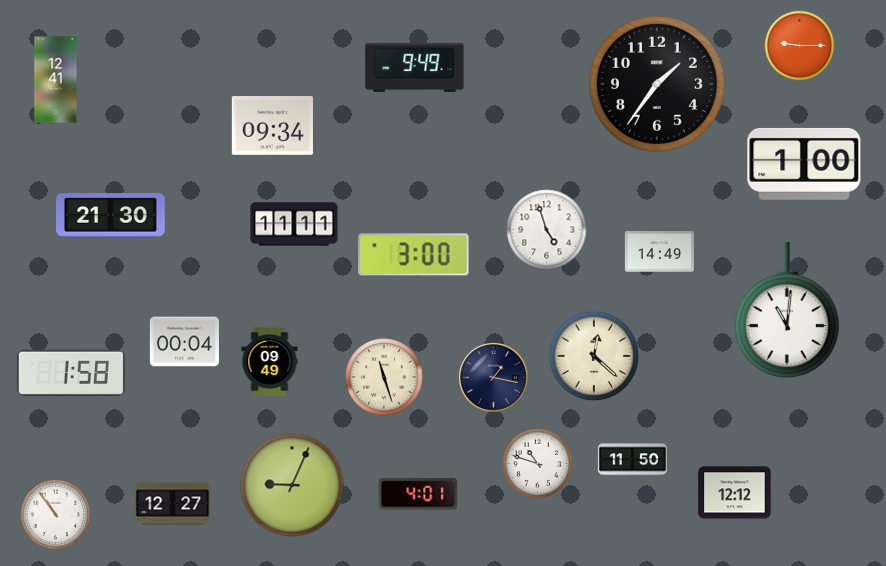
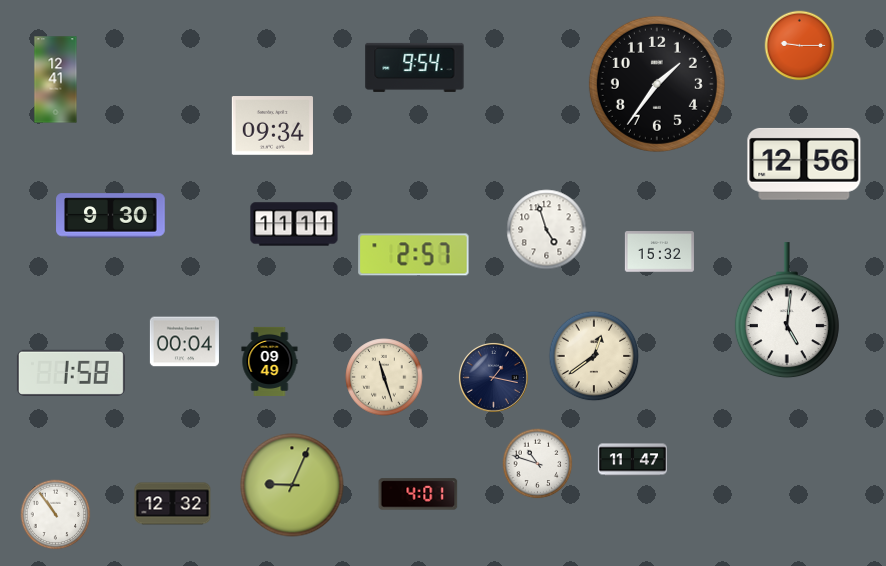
clock at (415, 67): 9:49 -> 9:54
clock at (804, 164): 1:00 -> 12:56
clock at (111, 216): 21:30 -> 9:30
clock at (659, 252): 14:49 -> 15:32
clock at (414, 255): 3:00 -> 2:57
clock at (787, 311): 11:01 -> 5:01
clock at (594, 356): 12:22 -> 12:39
clock at (632, 460): 11:50 -> 11:47
clock at (735, 493): 12:12 -> none
clock at (173, 504): 12:27 -> 12:32
